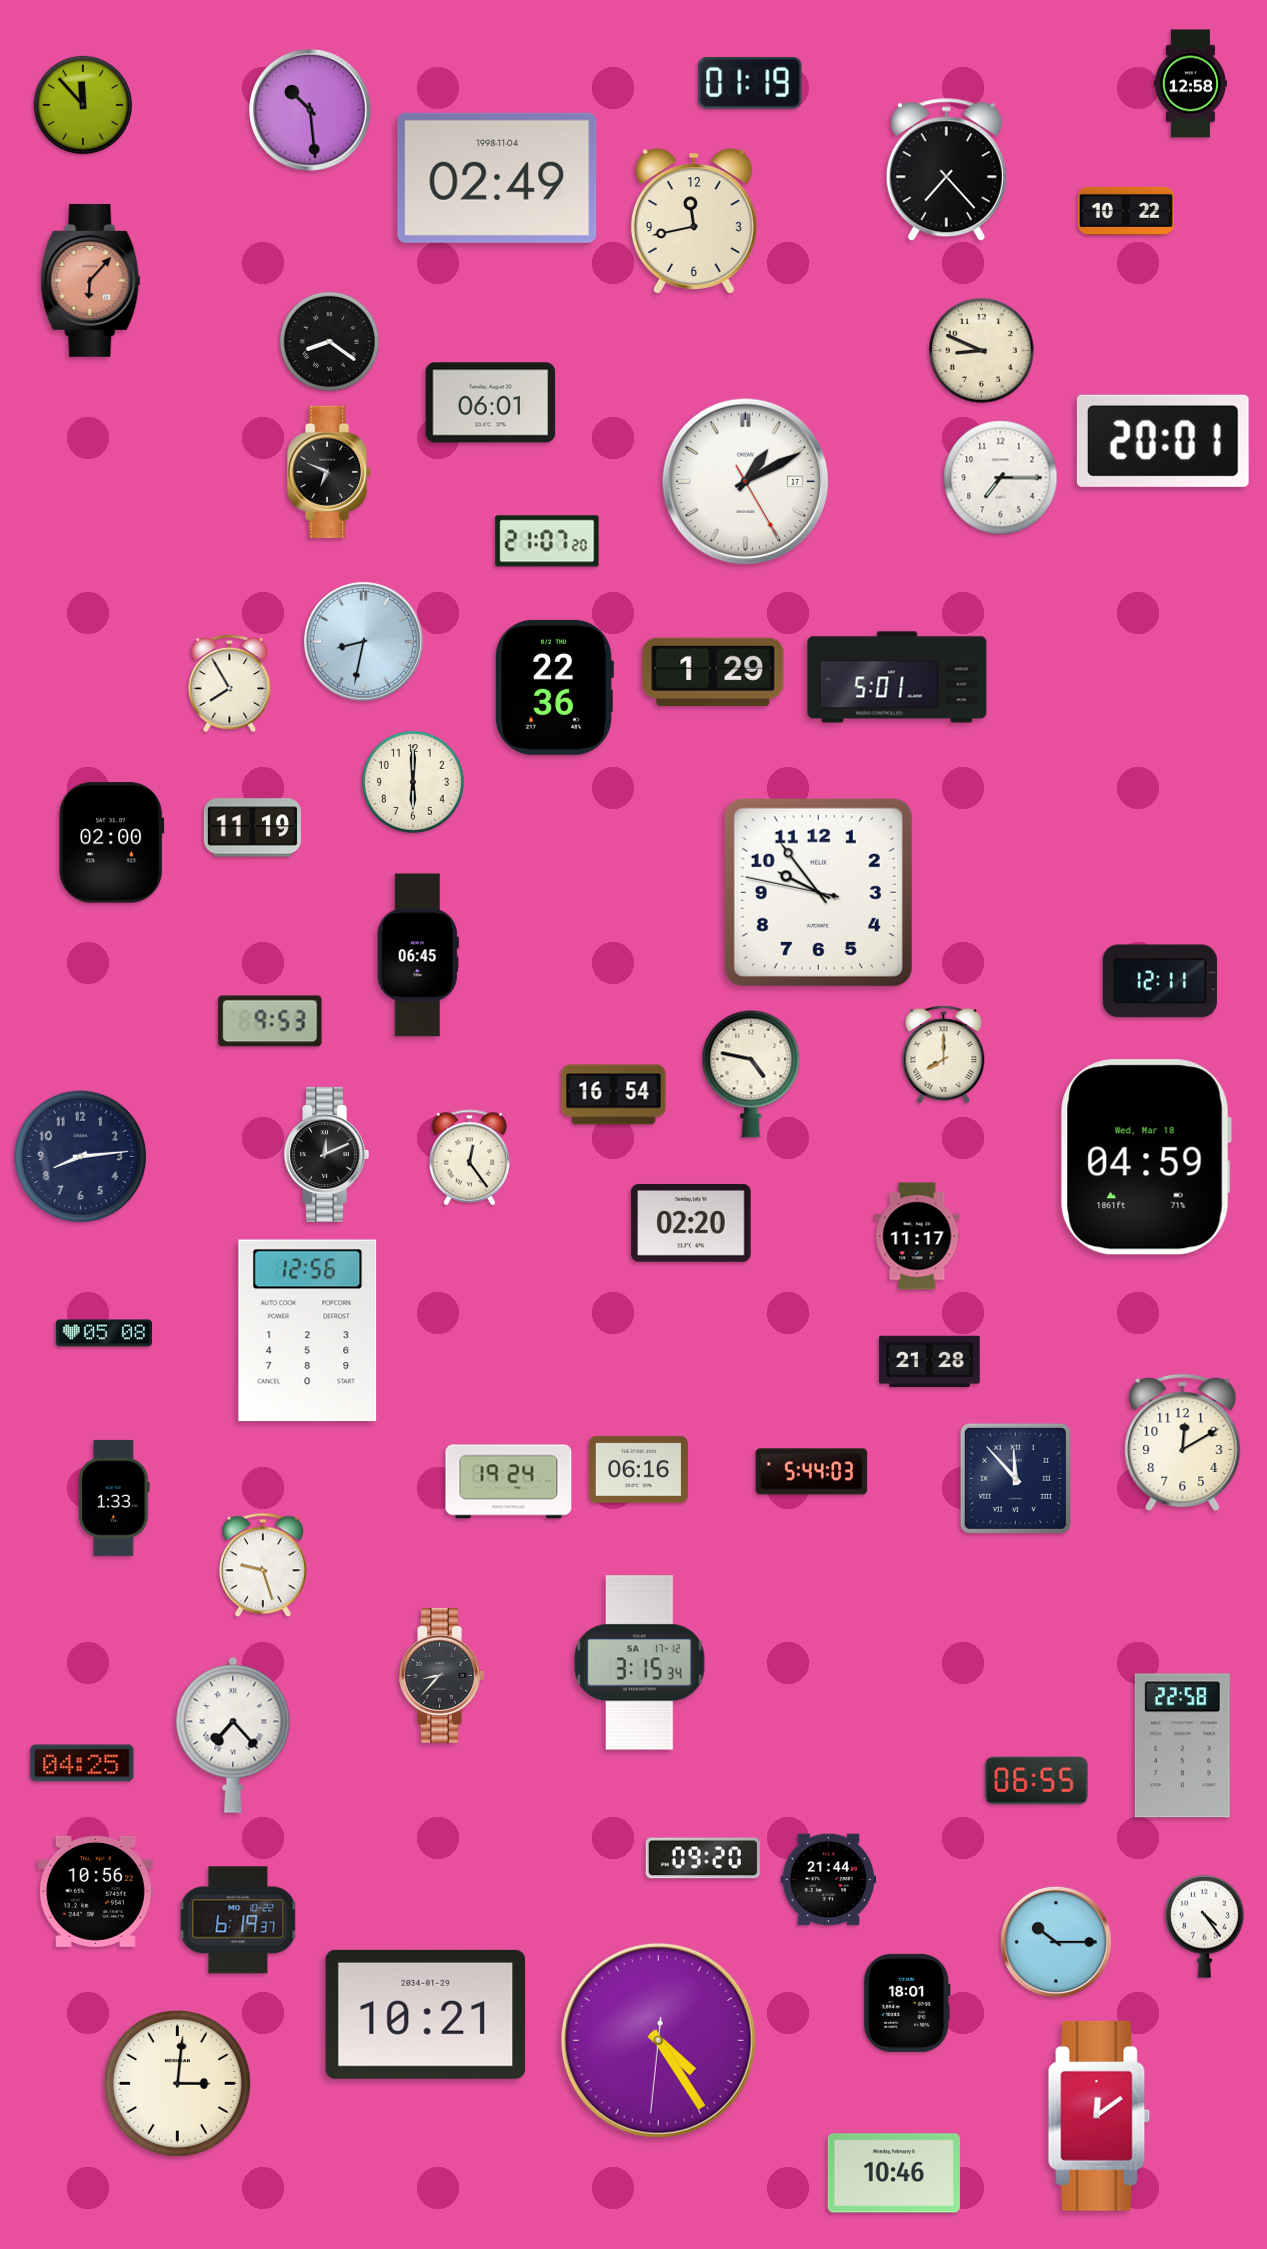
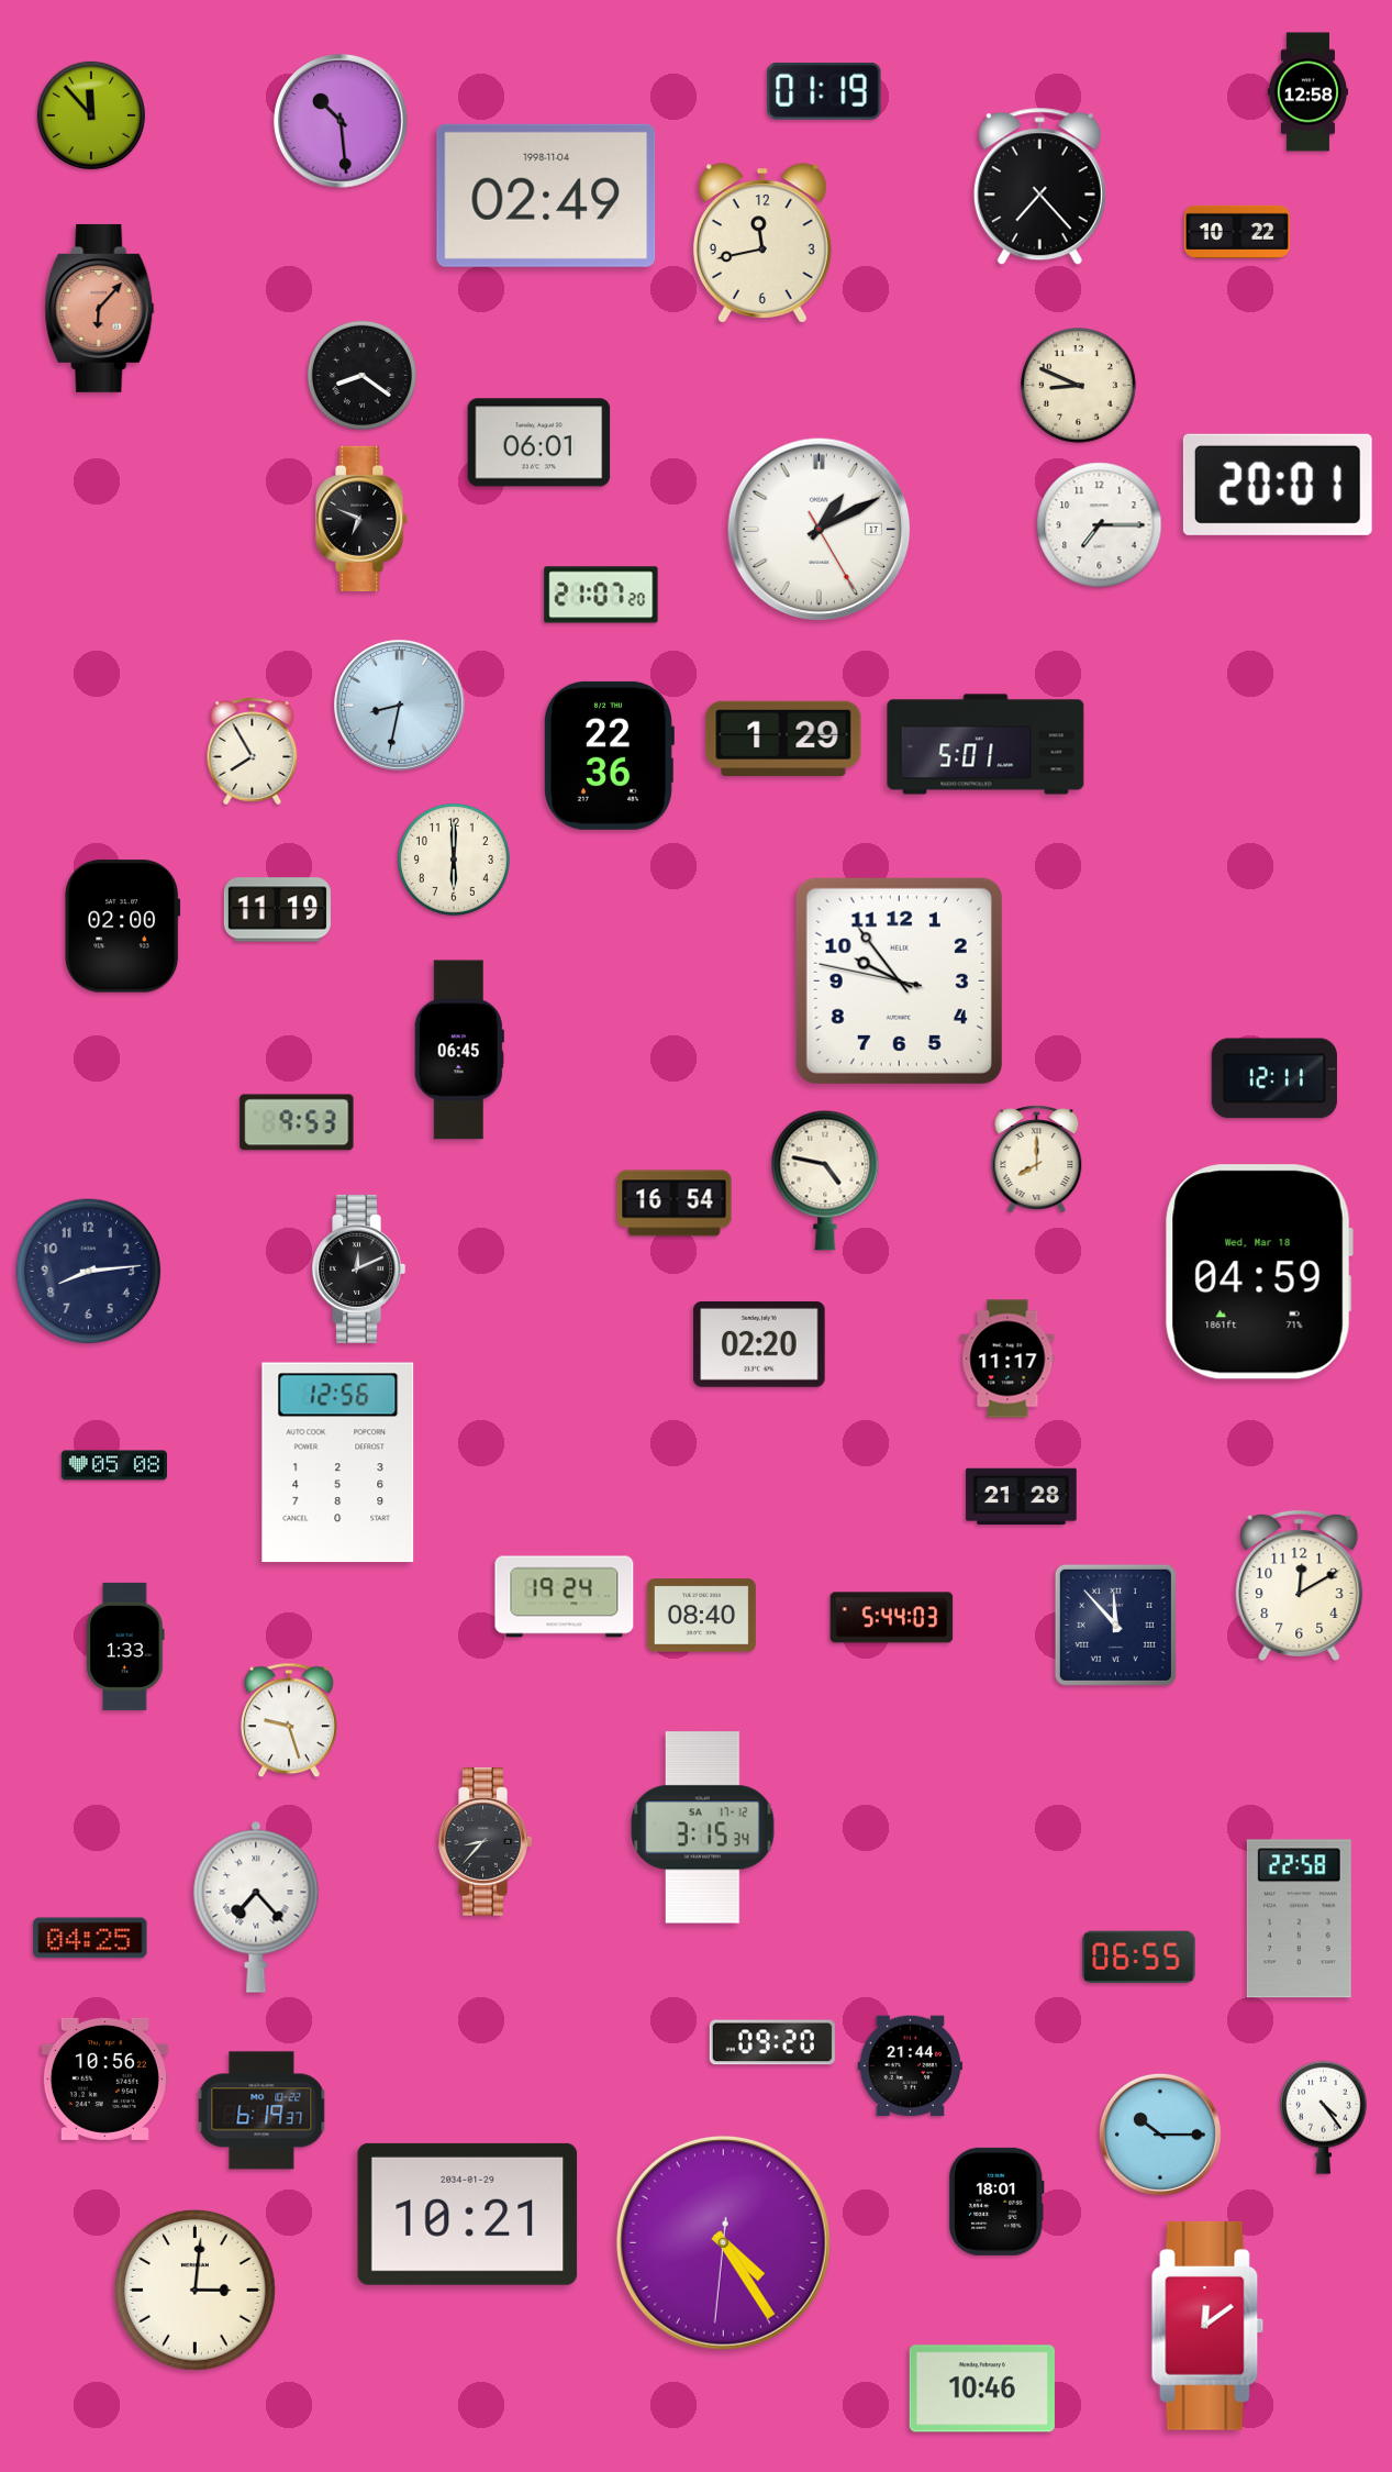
clock at (469, 1158): 12:24 -> none
clock at (638, 1470): 06:16 -> 08:40
clock at (509, 1482) position: (509, 1482) -> (565, 1597)
